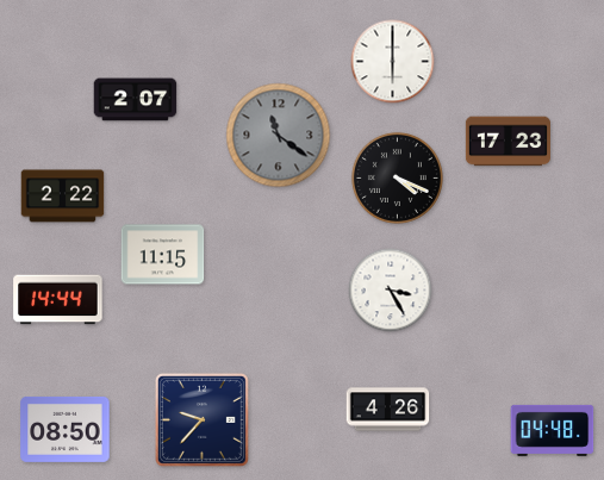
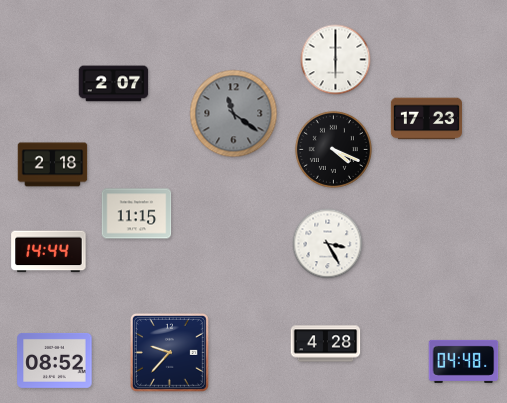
clock at (393, 62) position: (393, 62) -> (336, 60)
clock at (63, 197): 2:22 -> 2:18
clock at (388, 410): 4:26 -> 4:28
clock at (66, 429): 08:50 -> 08:52
